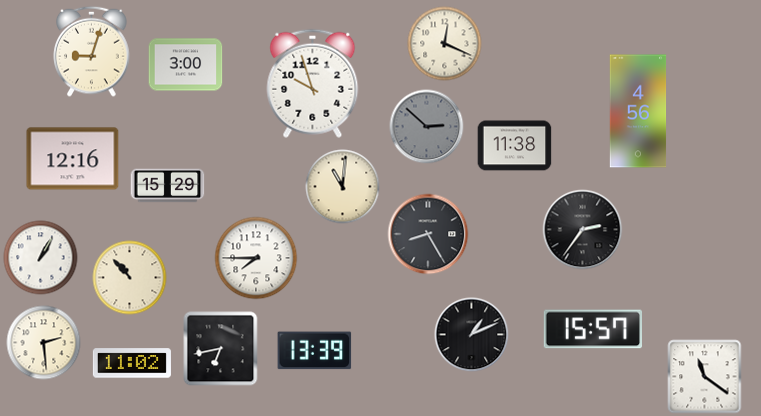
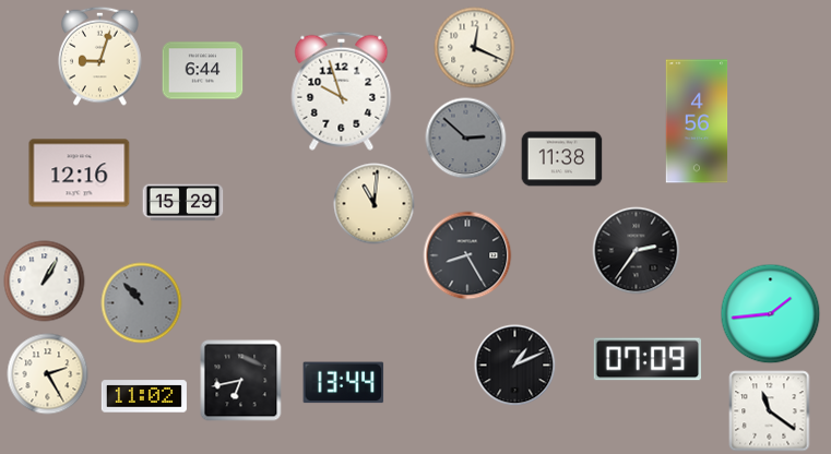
clock at (445, 44) position: (445, 44) -> (475, 48)
clock at (186, 65): 3:00 -> 6:44
clock at (256, 258): 7:45 -> none
clock at (130, 278) dial: cream -> grey
clock at (771, 314): none -> 1:44
clock at (592, 329): 15:57 -> 07:09
clock at (44, 343): 2:29 -> 2:25
clock at (315, 351): 13:39 -> 13:44
